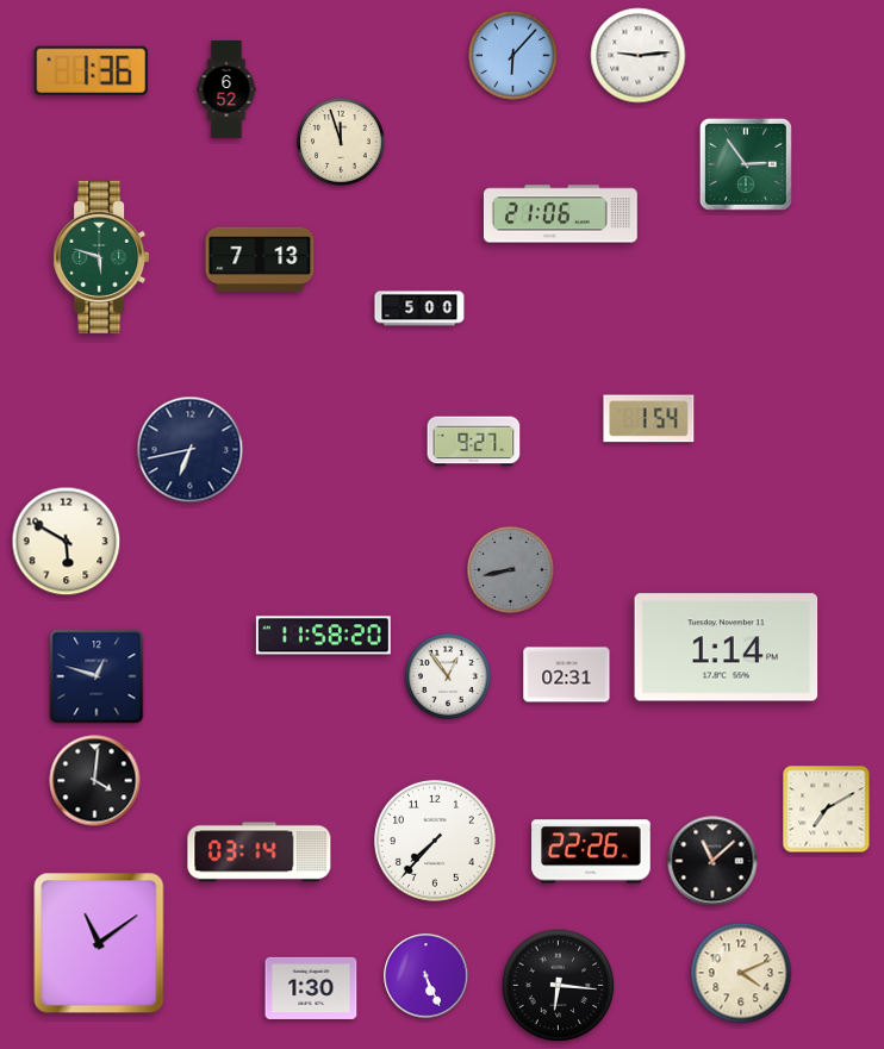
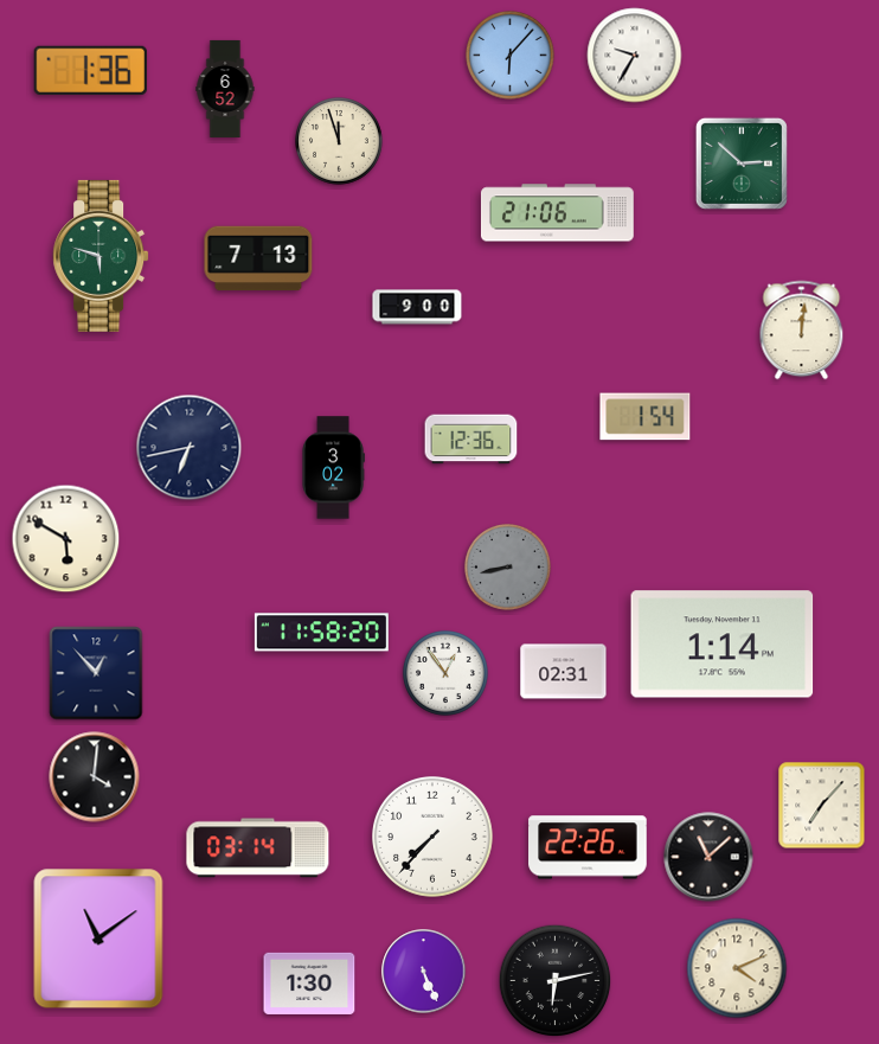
clock at (639, 56): 9:14 -> 9:35
clock at (746, 164): 2:54 -> 2:52
clock at (419, 308): 5:00 -> 9:00
clock at (802, 331): none -> 12:01
clock at (474, 442): 9:27 -> 12:36
clock at (333, 468): none -> 3:02
clock at (97, 676): 12:48 -> 12:53
clock at (827, 810): 7:10 -> 7:07
clock at (559, 986): 6:16 -> 6:13
